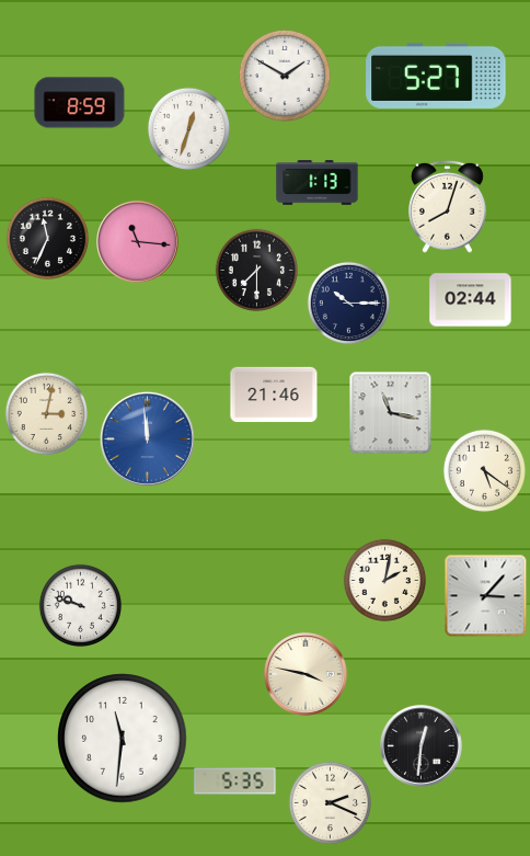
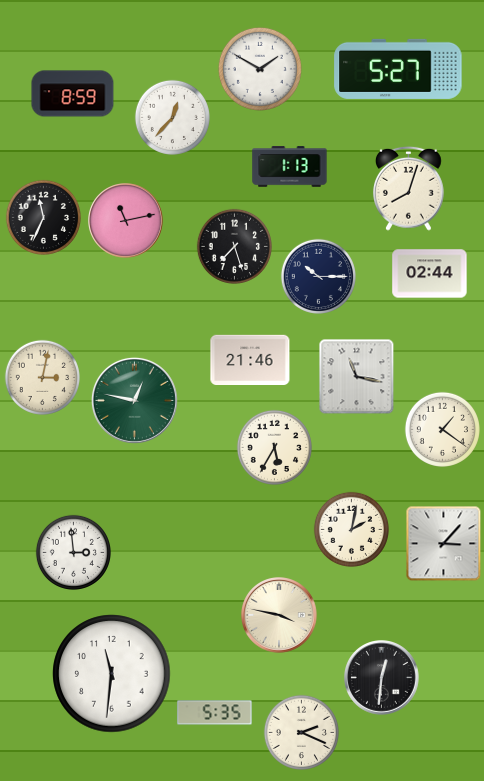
clock at (188, 128): 12:33 -> 12:37
clock at (138, 242): 11:16 -> 11:13
clock at (256, 270): 7:30 -> 7:27
clock at (147, 438): 11:59 -> 12:47
clock at (147, 438) dial: blue -> green
clock at (484, 470): 5:21 -> 1:21
clock at (274, 447): none -> 5:35
clock at (80, 605): 9:48 -> 2:59
clock at (422, 746) position: (422, 746) -> (382, 678)
